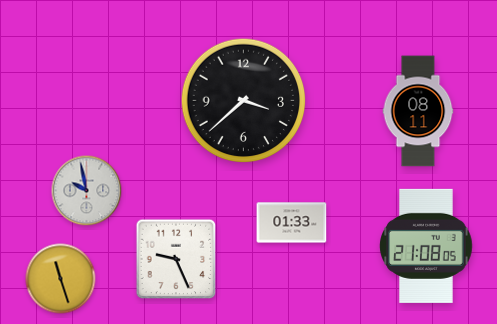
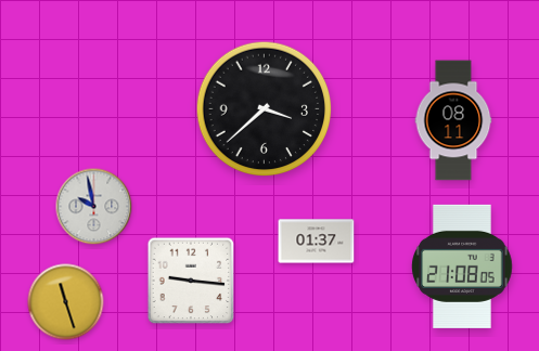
clock at (292, 223): 01:33 -> 01:37
clock at (176, 259): 9:26 -> 9:16
